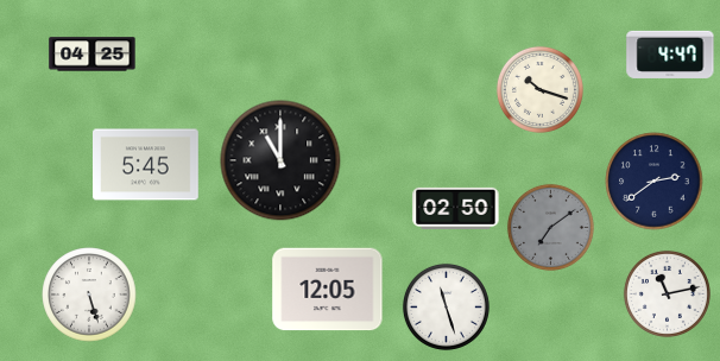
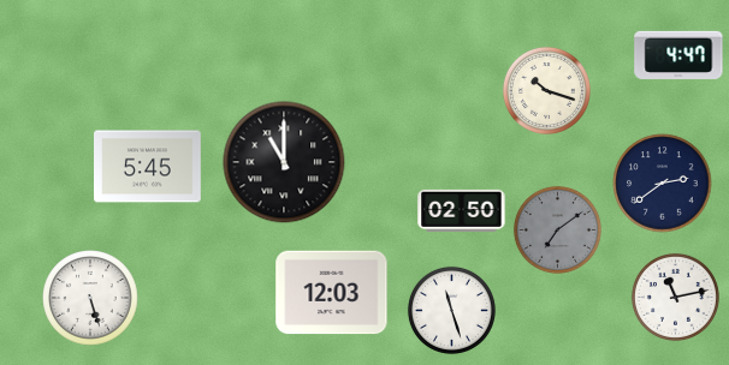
clock at (93, 55): 04:25 -> none
clock at (328, 290): 12:05 -> 12:03
